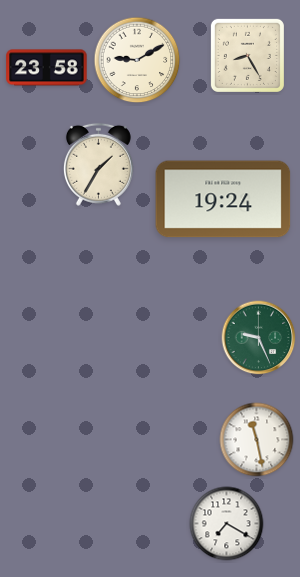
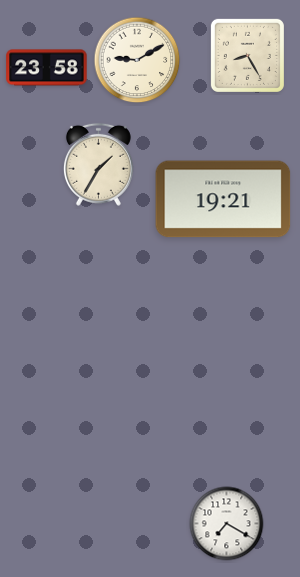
clock at (223, 199): 19:24 -> 19:21
clock at (259, 338): 9:26 -> none
clock at (257, 440): 11:28 -> none
